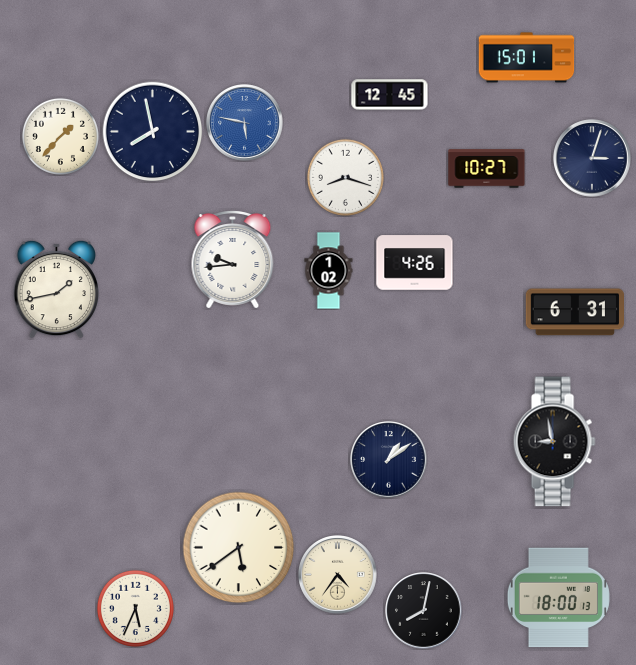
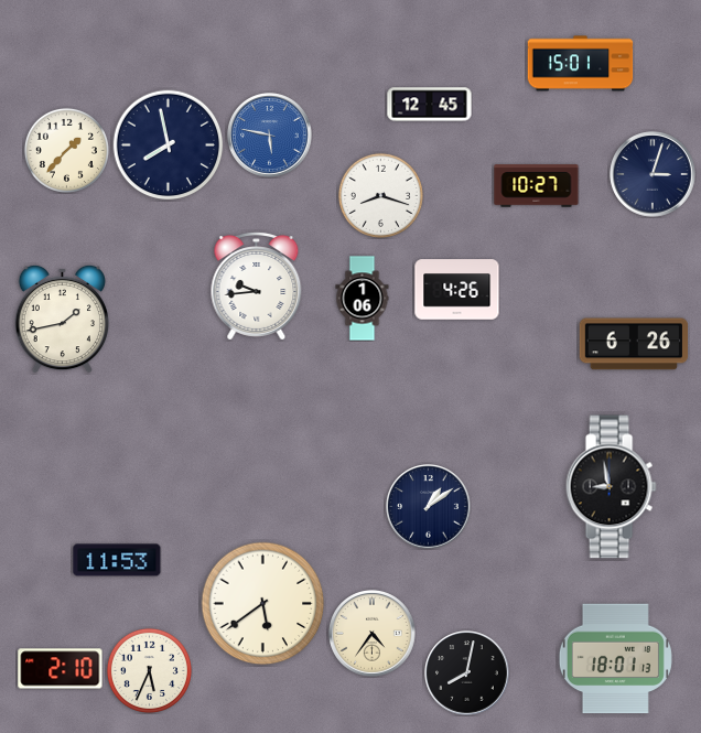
clock at (329, 271): 1:02 -> 1:06
clock at (574, 312): 6:31 -> 6:26
clock at (117, 560): none -> 11:53
clock at (558, 598): 18:00 -> 18:01
clock at (61, 669): none -> 2:10
